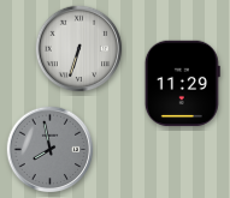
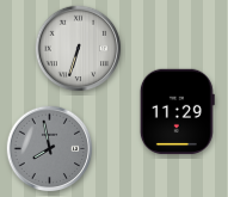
clock at (182, 84) position: (182, 84) -> (177, 112)
